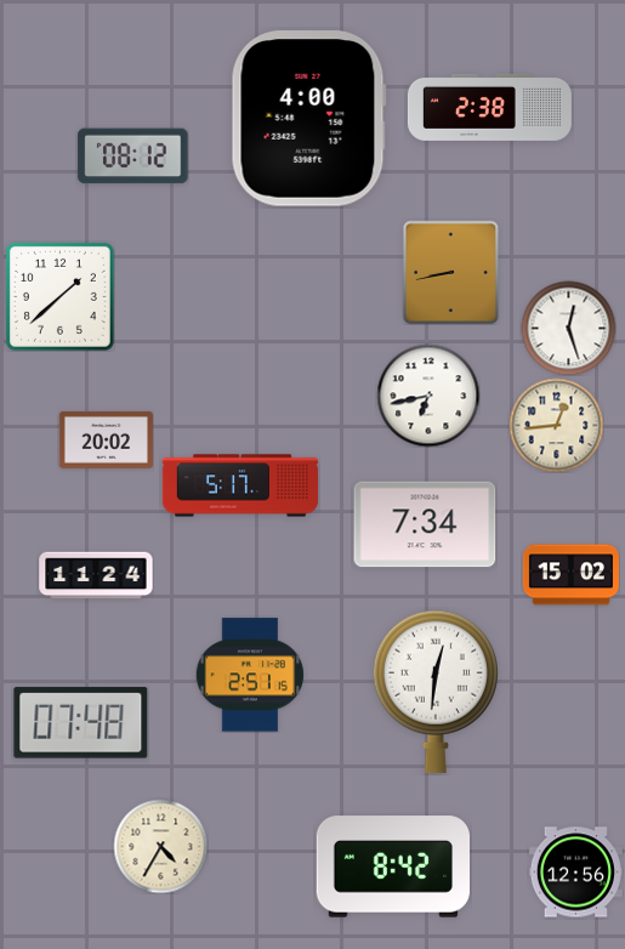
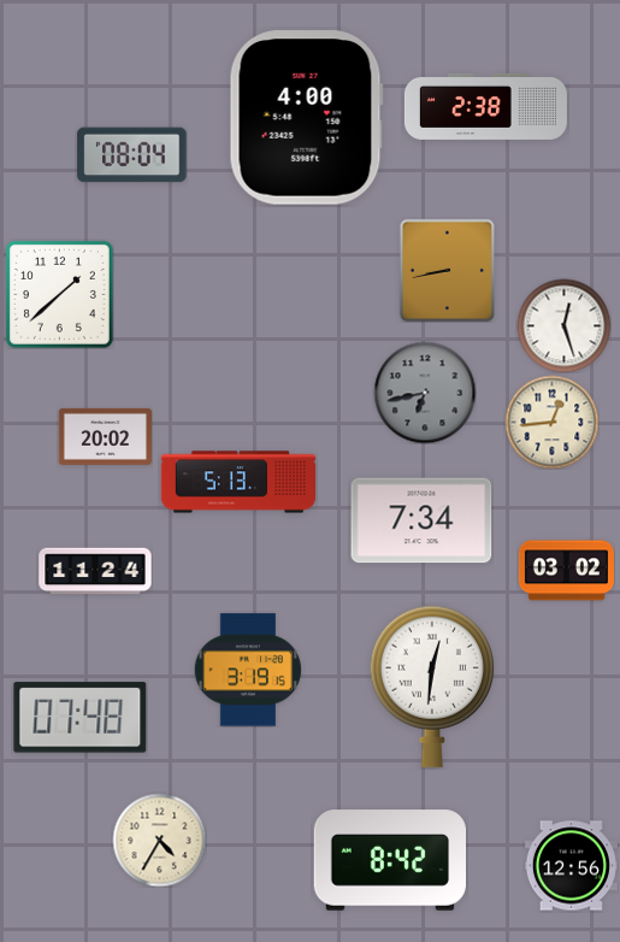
clock at (133, 157): 08:12 -> 08:04
clock at (428, 396) dial: white -> grey
clock at (239, 485): 5:17 -> 5:13
clock at (570, 575): 15:02 -> 03:02
clock at (250, 675): 2:51 -> 3:19
